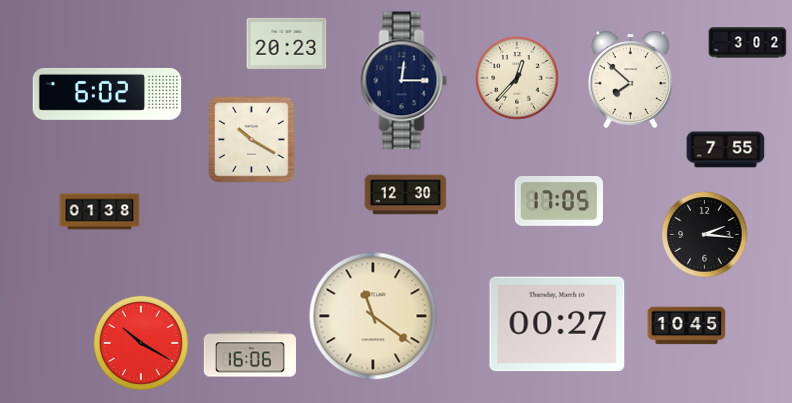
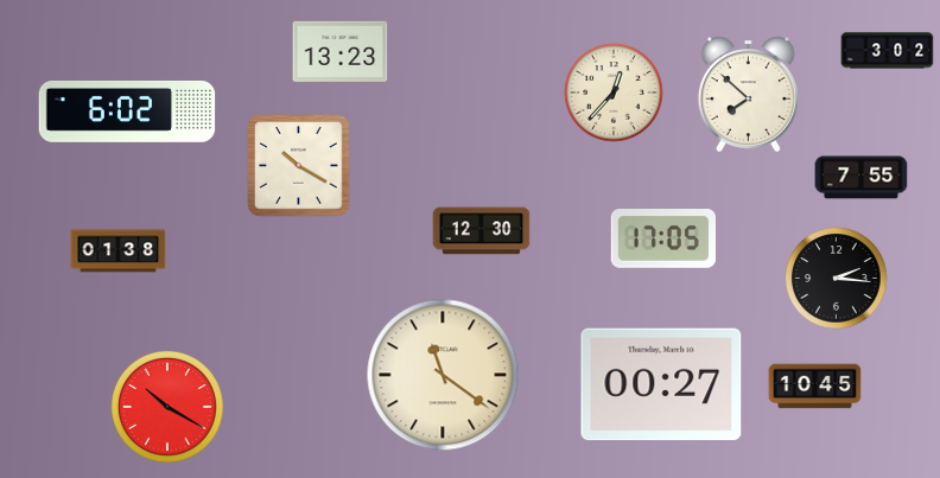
clock at (286, 43): 20:23 -> 13:23
clock at (404, 81): 12:15 -> none
clock at (250, 354): 16:06 -> none
